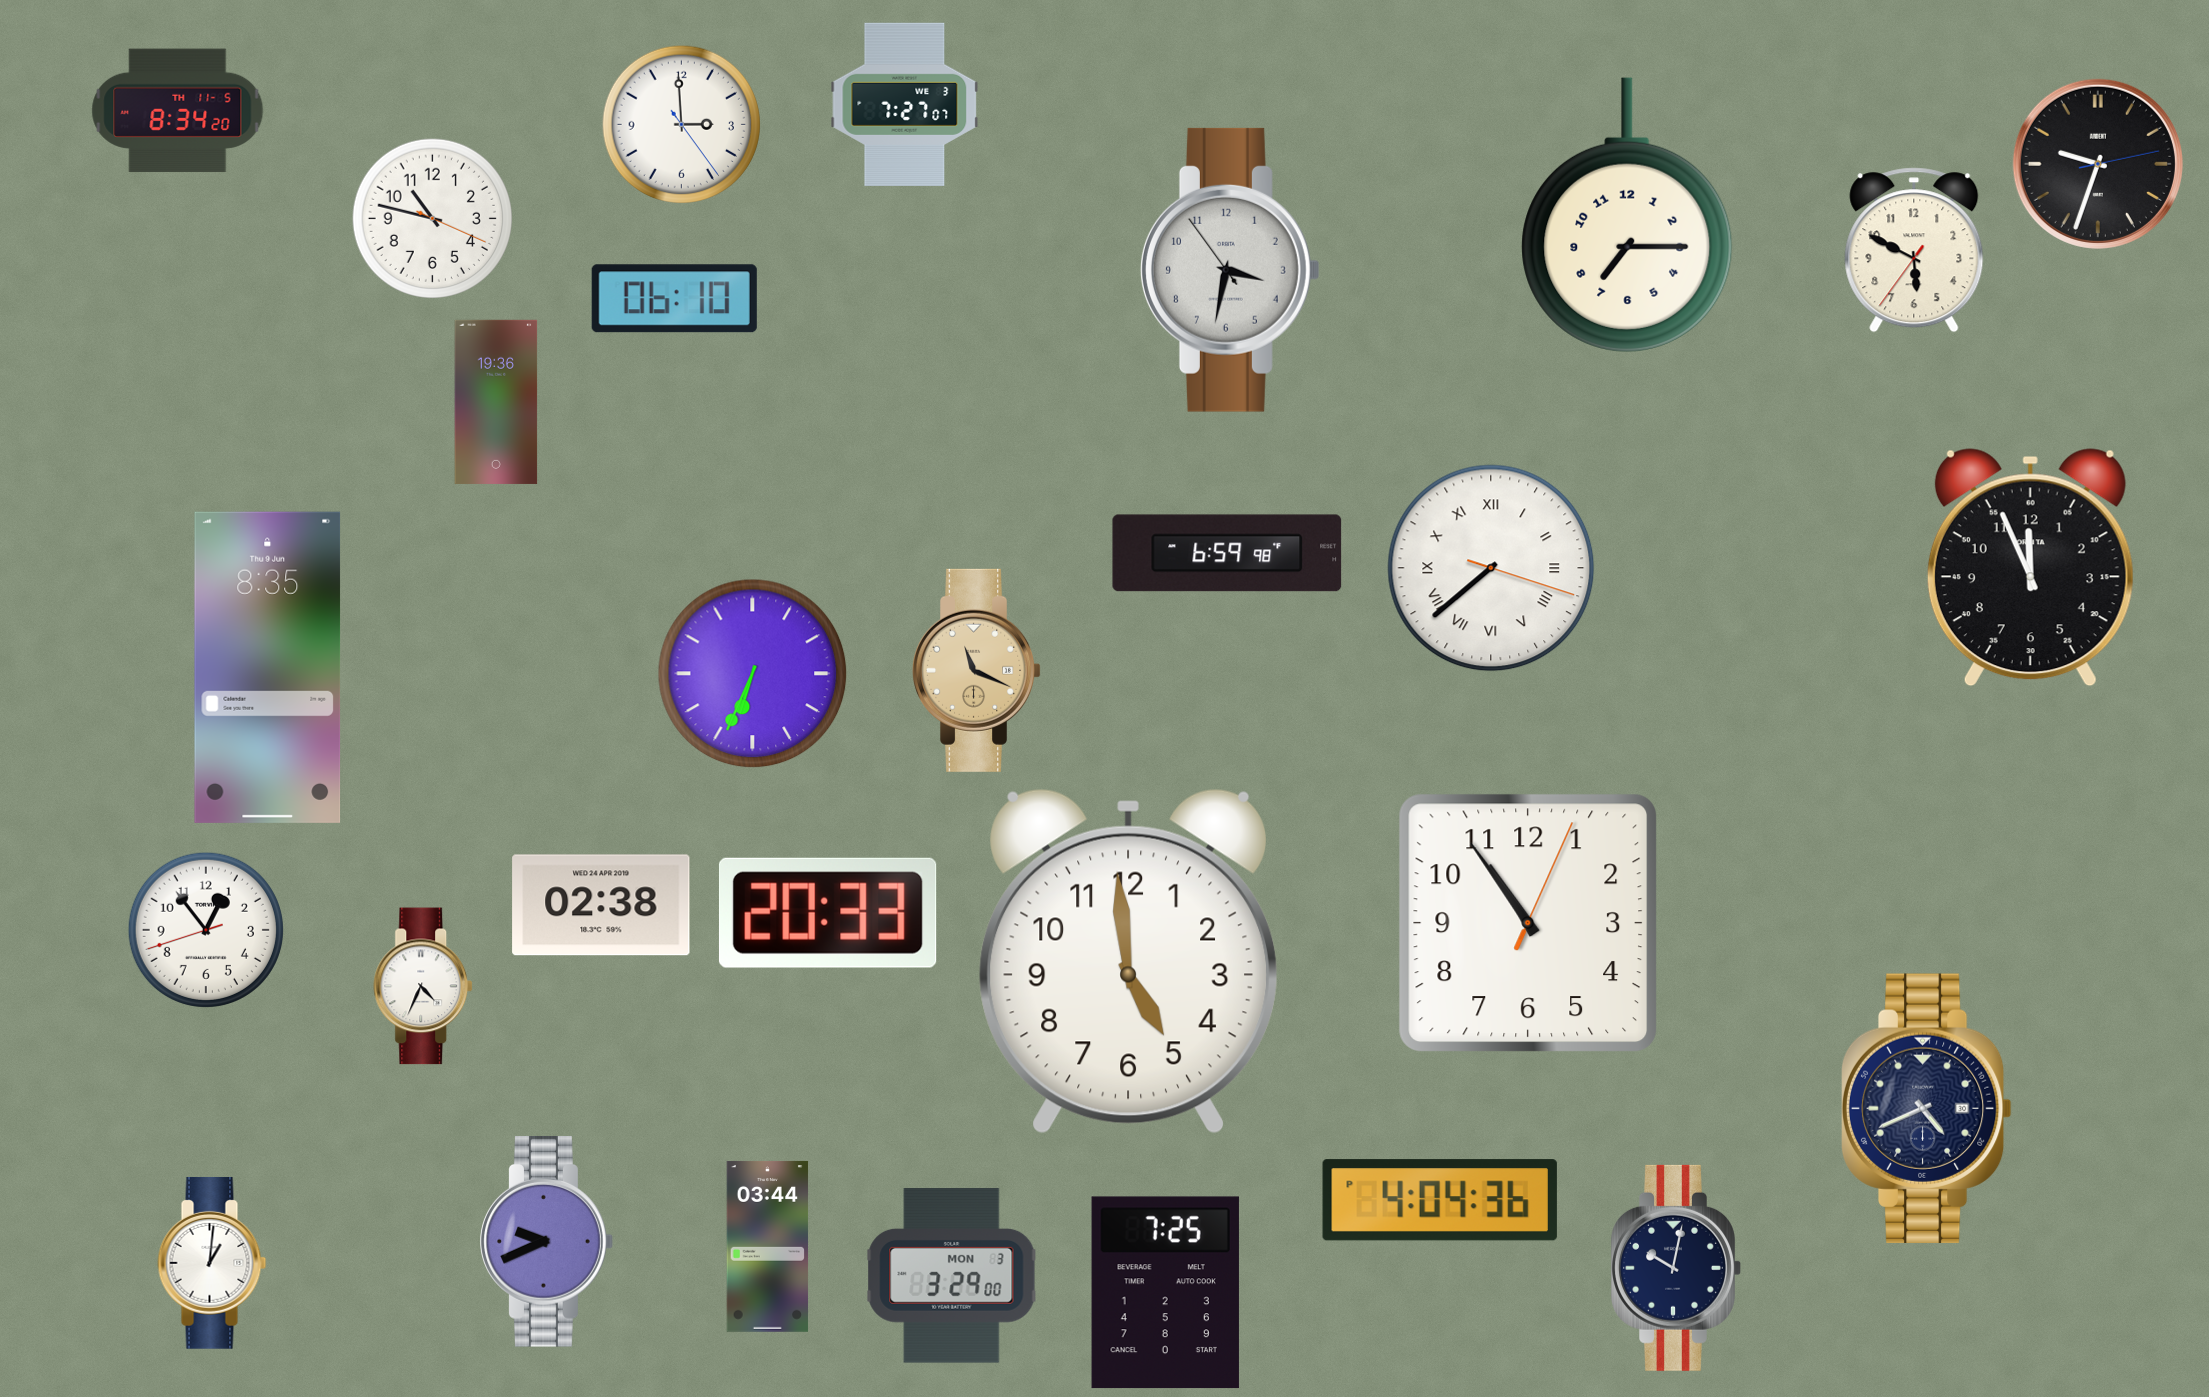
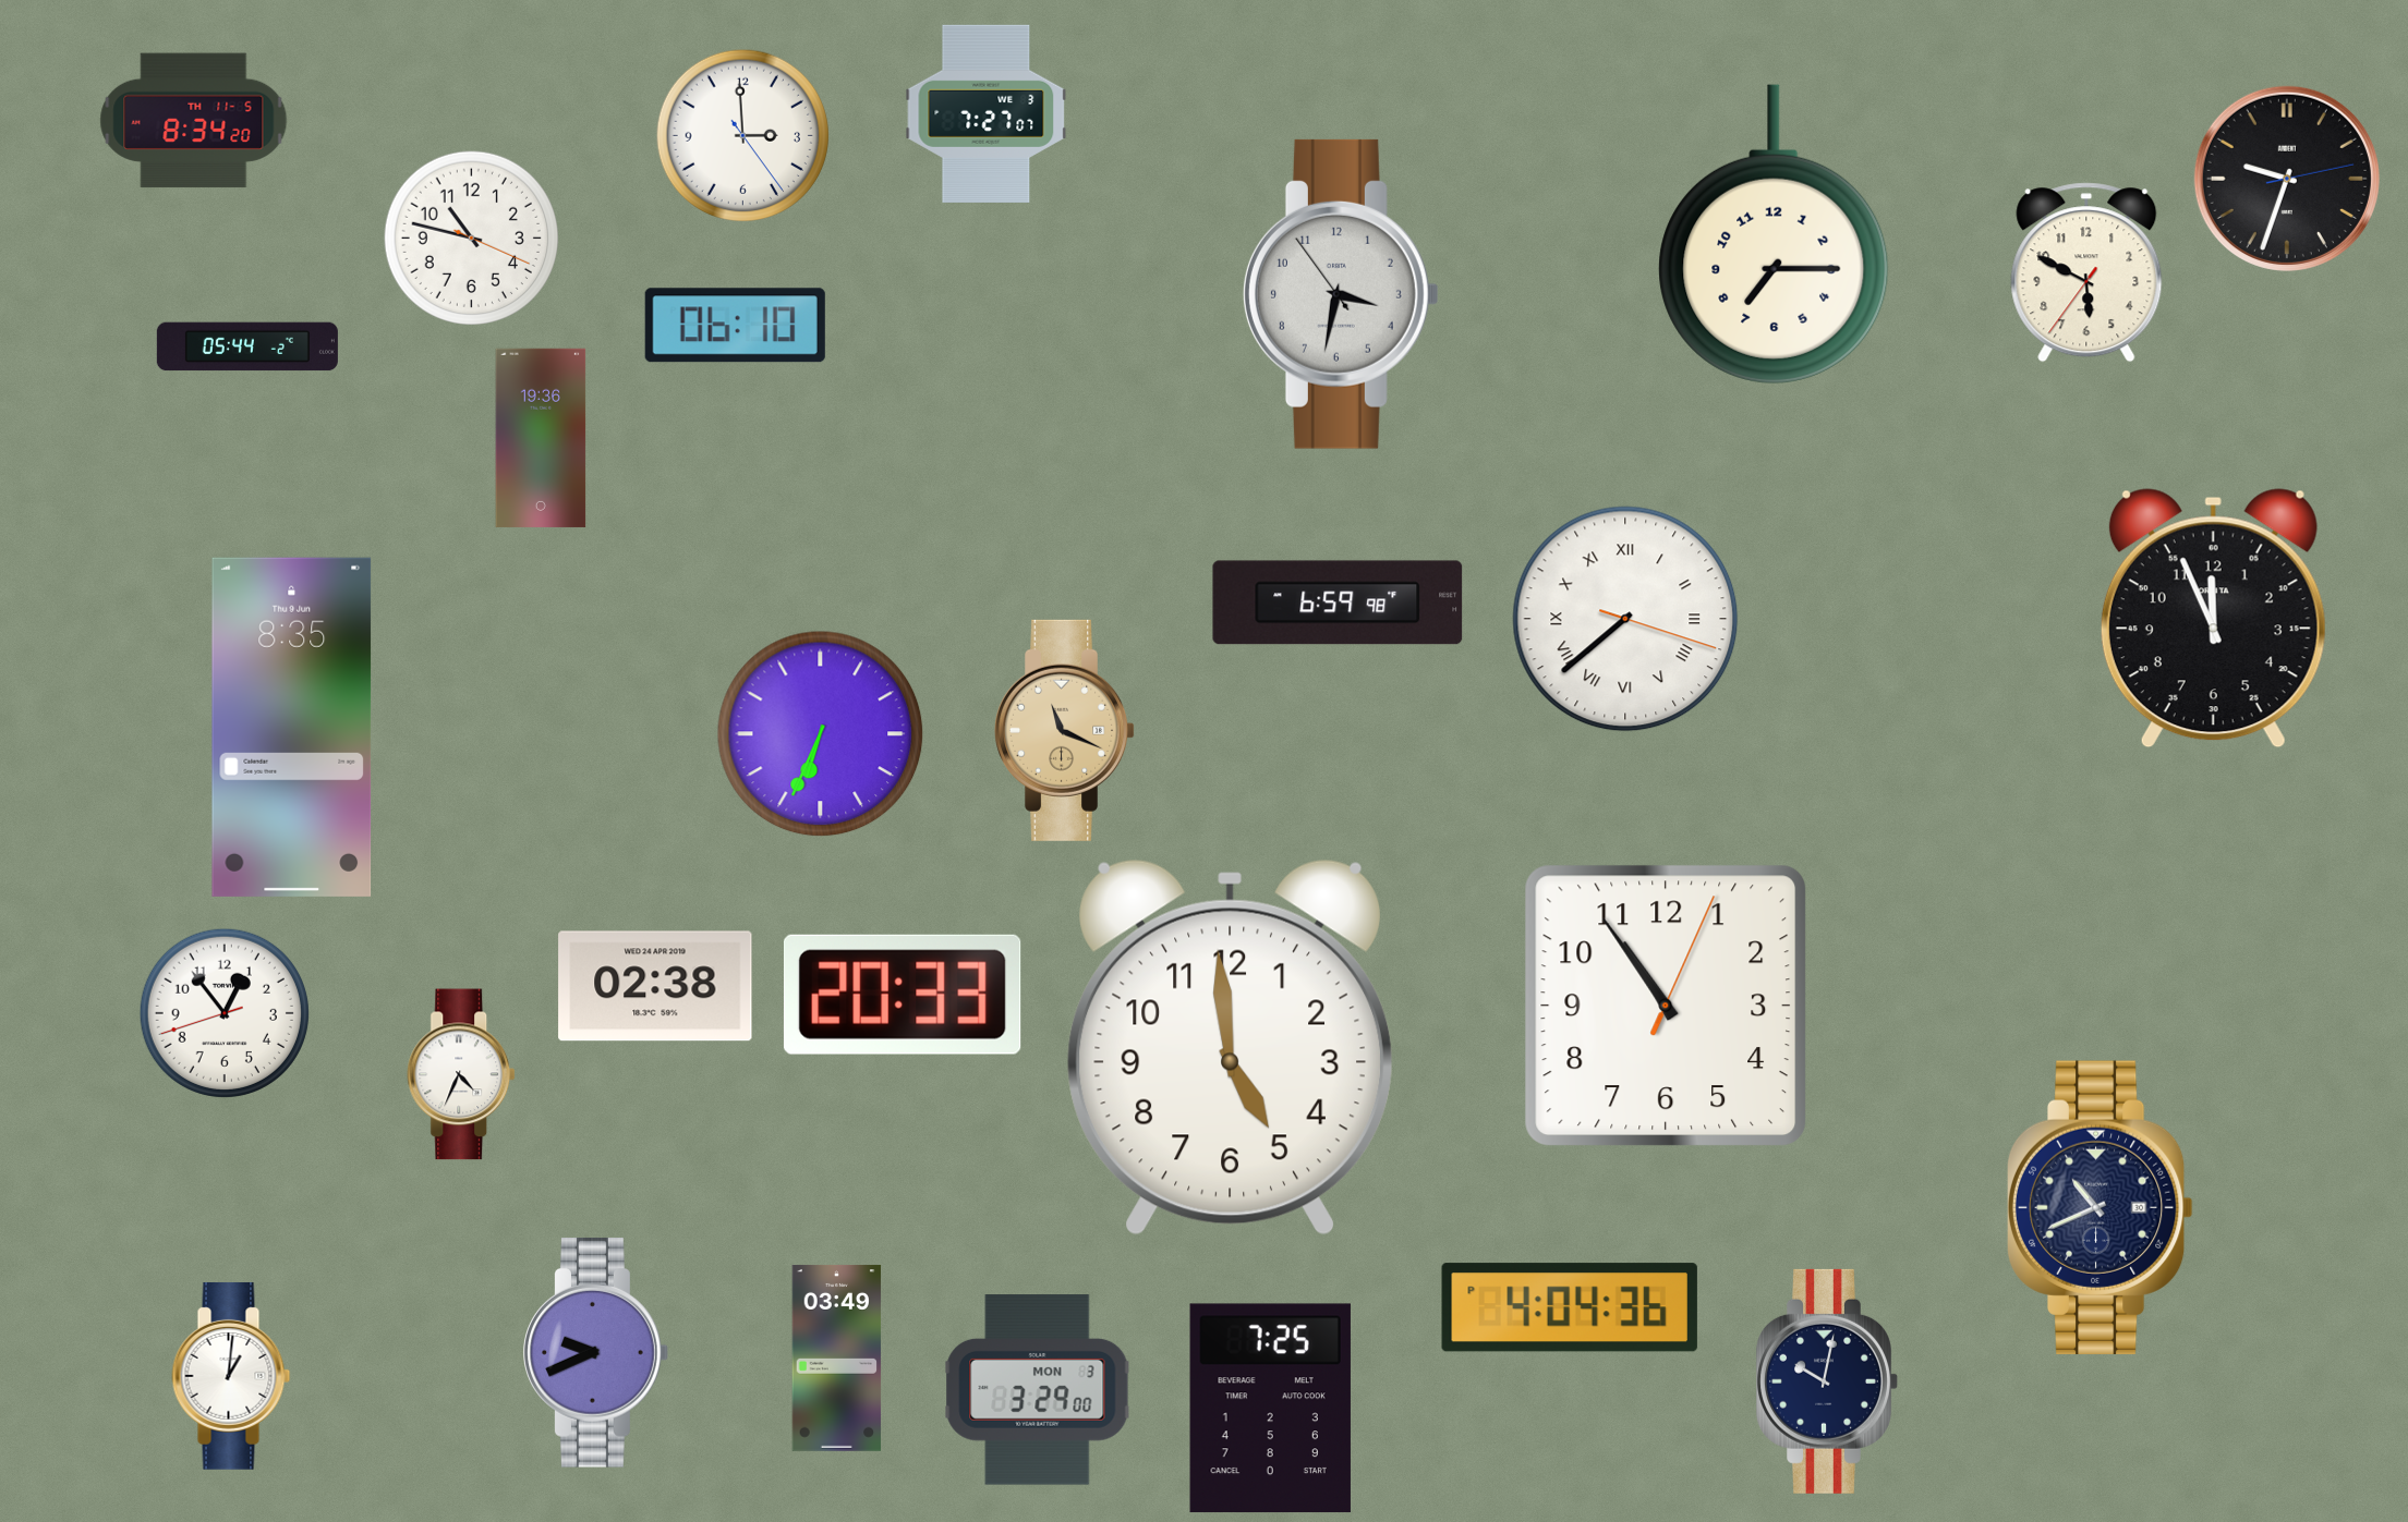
clock at (247, 346): none -> 05:44
clock at (1926, 1108): 4:41 -> 10:41
clock at (768, 1246): 03:44 -> 03:49
